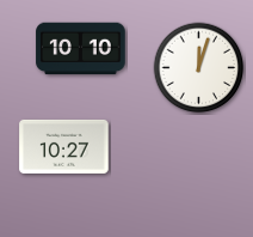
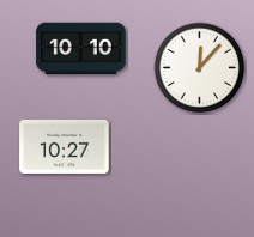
clock at (199, 68): 12:03 -> 12:07
